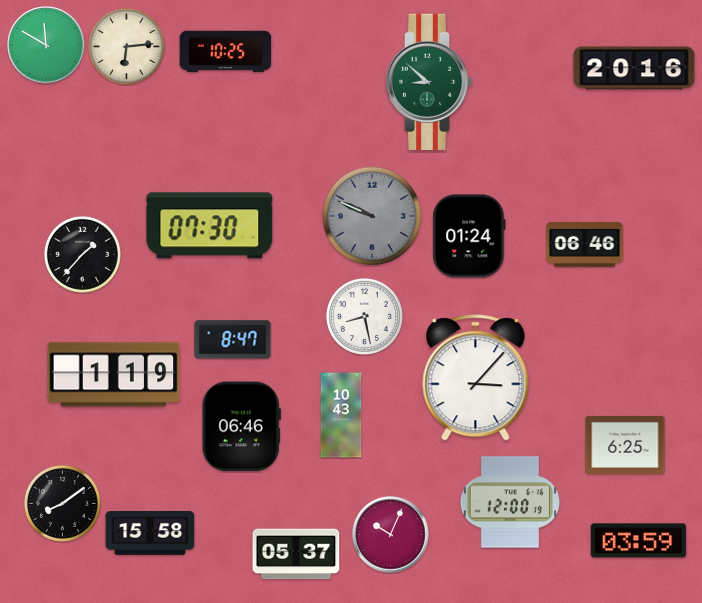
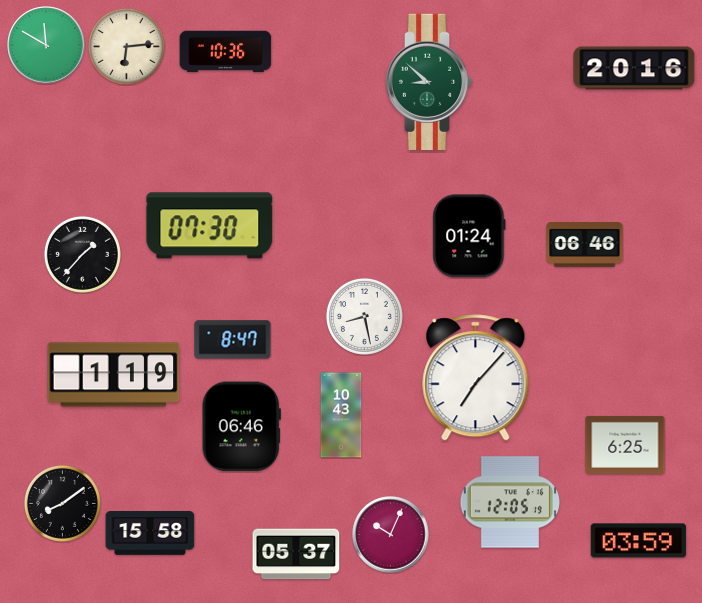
clock at (226, 52): 10:25 -> 10:36
clock at (372, 216): 9:49 -> none
clock at (476, 378): 3:07 -> 7:07
clock at (509, 502): 12:00 -> 12:05
